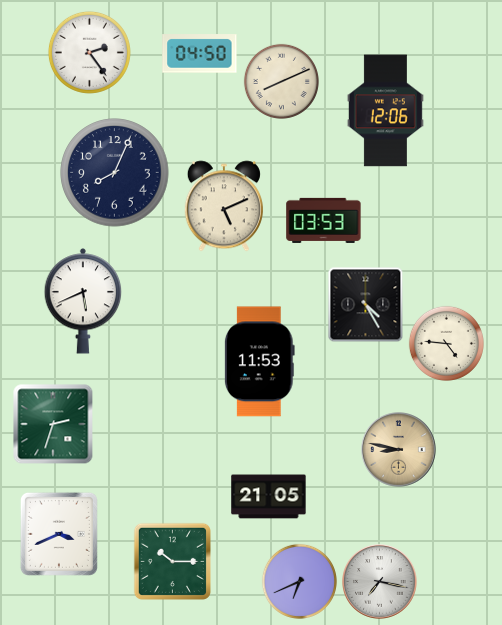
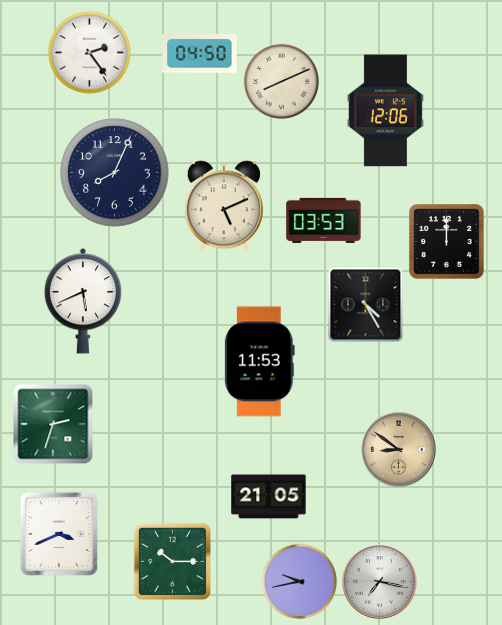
clock at (447, 242): none -> 12:00
clock at (446, 343): 4:46 -> none
clock at (399, 450): 8:47 -> 8:51
clock at (299, 581): 6:41 -> 9:43
